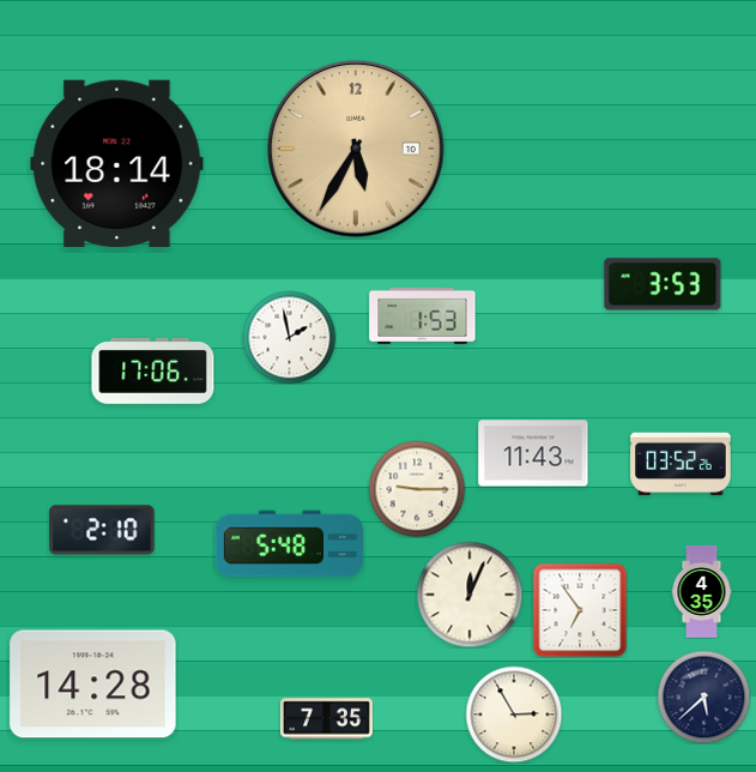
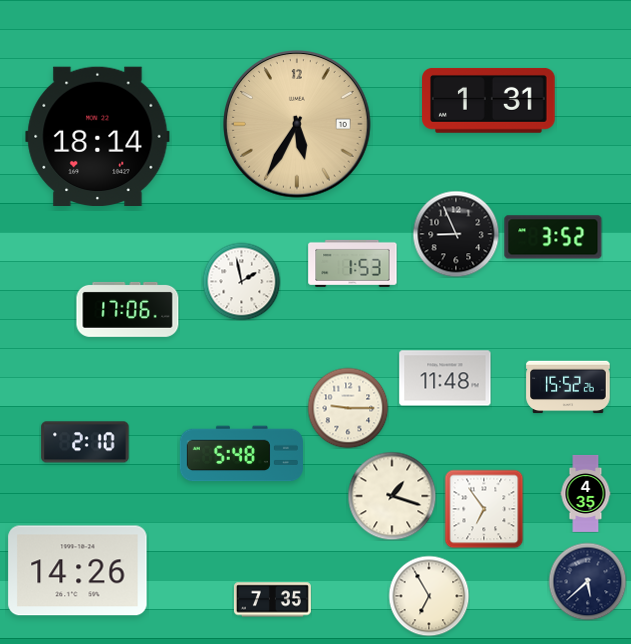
clock at (489, 100): none -> 1:31
clock at (456, 234): none -> 8:56
clock at (663, 284): 3:53 -> 3:52
clock at (533, 453): 11:43 -> 11:48
clock at (681, 464): 03:52 -> 15:52
clock at (470, 595): 12:04 -> 1:18
clock at (93, 684): 14:28 -> 14:26
clock at (514, 714): 2:55 -> 6:55
